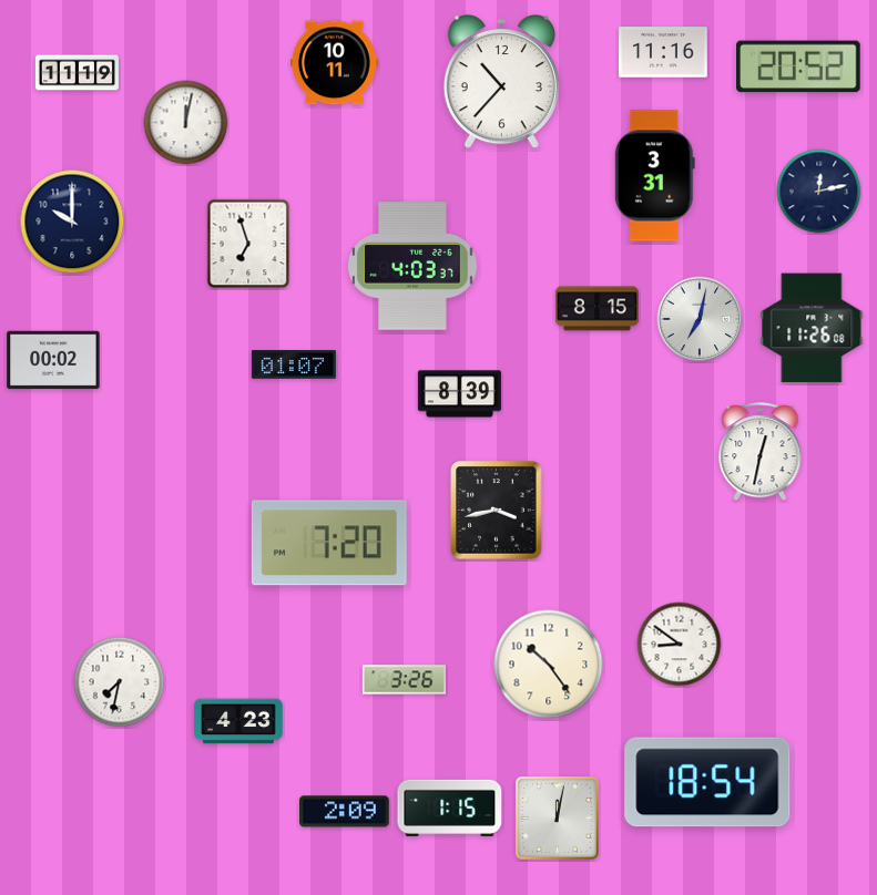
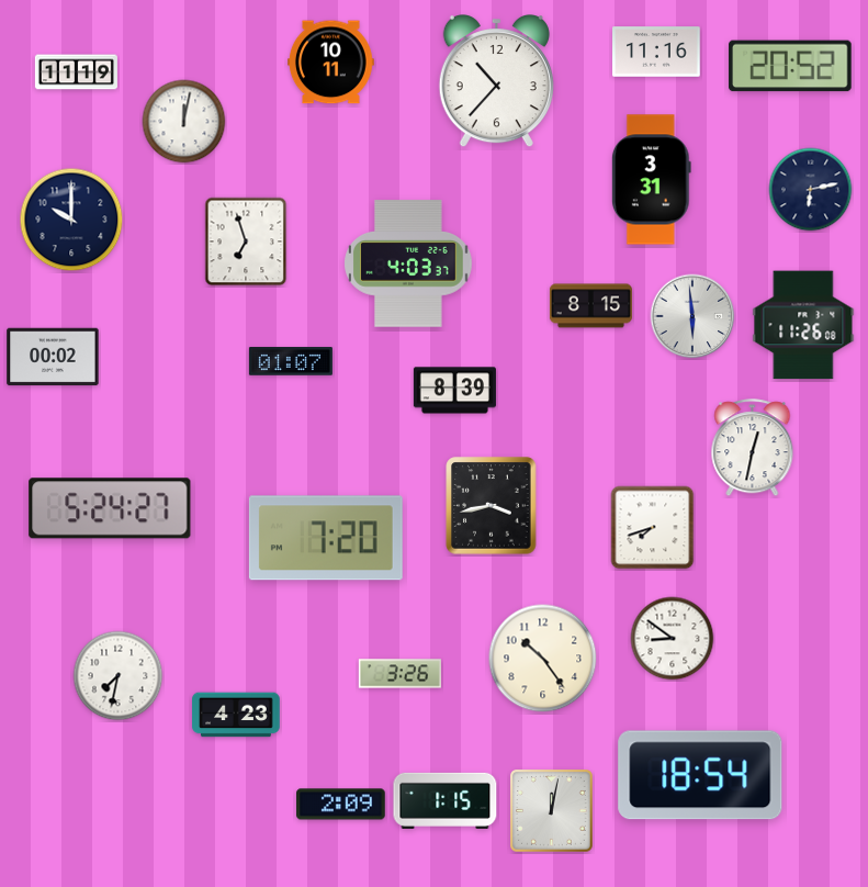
clock at (654, 176) position: (654, 176) -> (651, 180)
clock at (819, 192): 12:13 -> 6:13
clock at (700, 319): 7:02 -> 5:59
clock at (110, 508): none -> 5:24
clock at (653, 528): none -> 7:42
